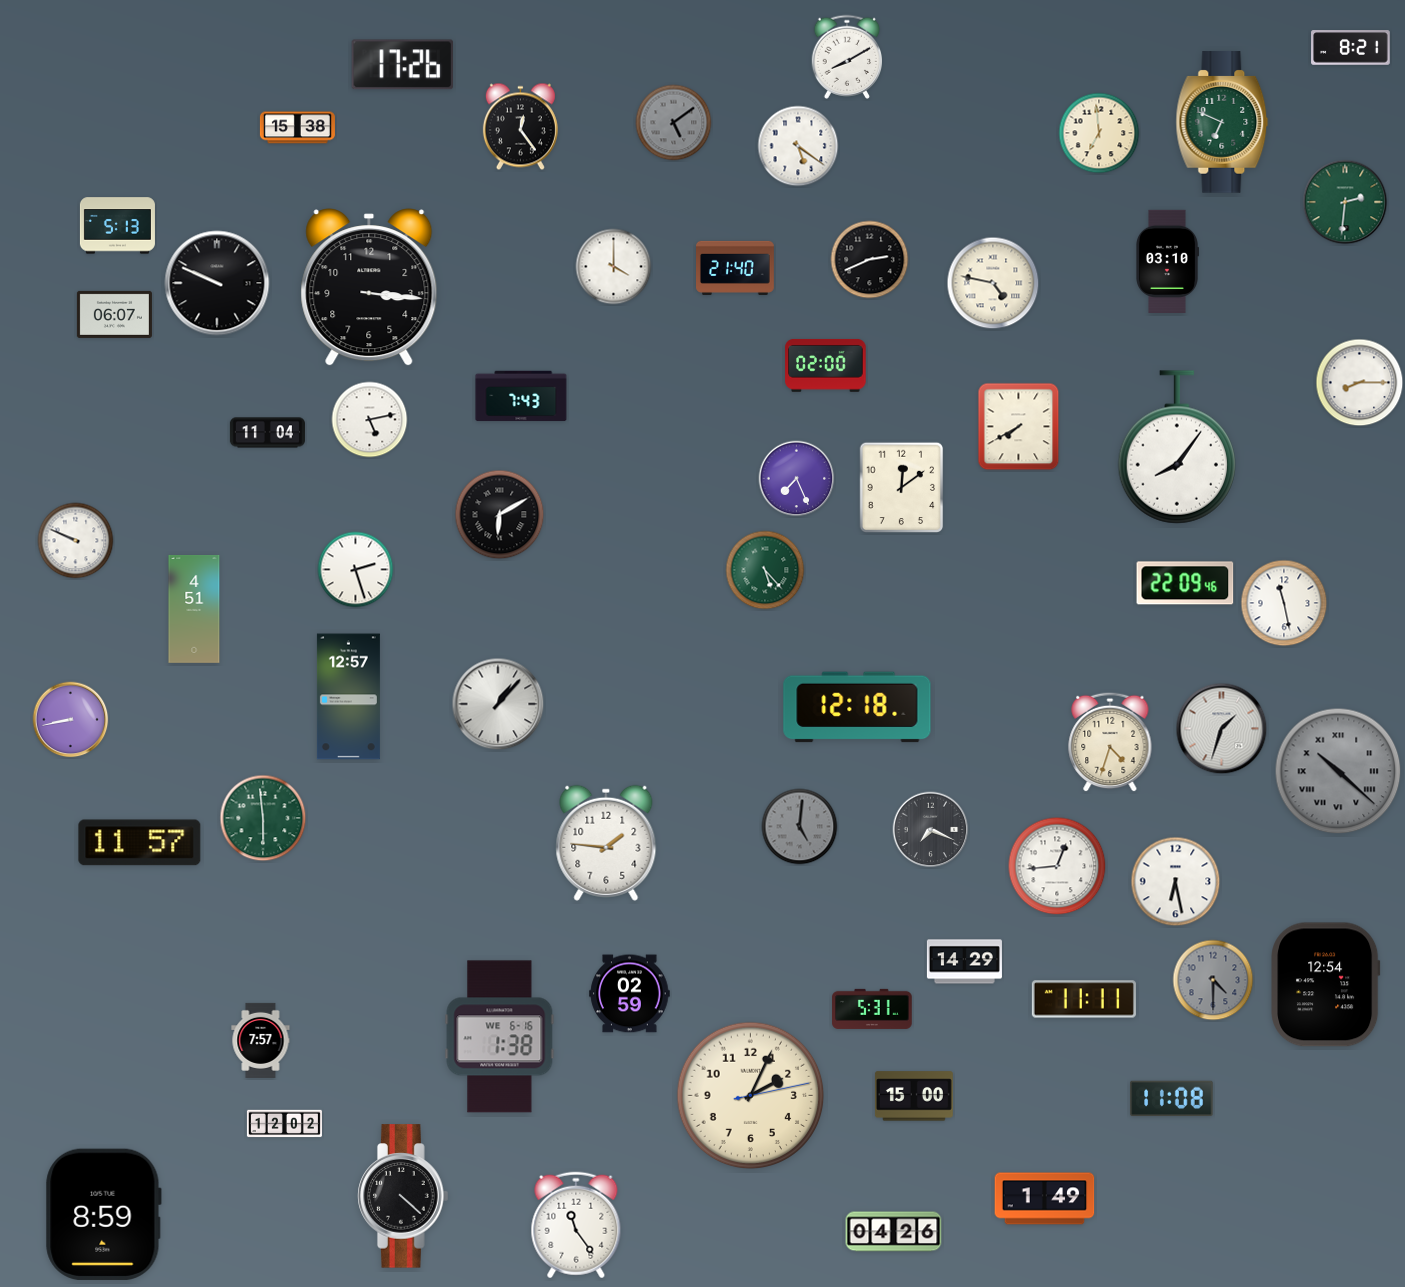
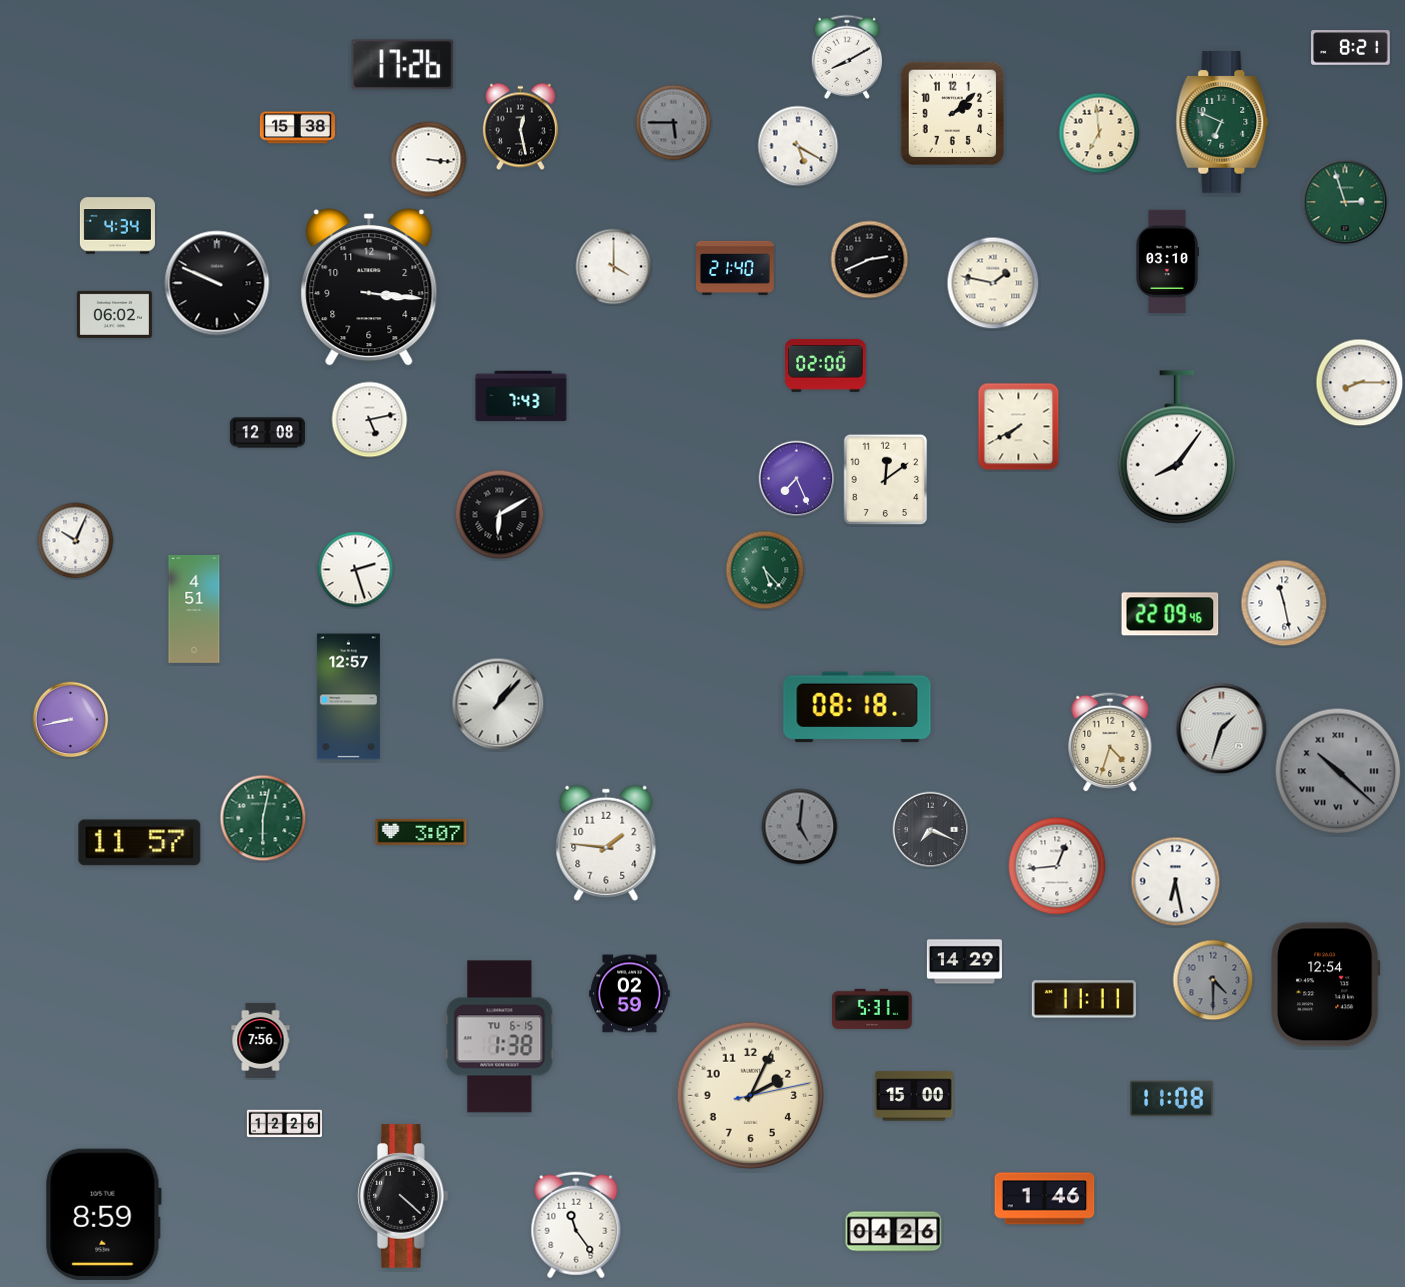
clock at (953, 114): none -> 2:08
clock at (674, 123): 5:09 -> 5:45
clock at (520, 127): 12:24 -> 12:28
clock at (798, 146): 5:21 -> 5:20
clock at (429, 160): none -> 3:16
clock at (1345, 202): 2:31 -> 2:57
clock at (117, 226): 5:13 -> 4:34
clock at (993, 283): 4:47 -> 1:47
clock at (114, 314): 06:07 -> 06:02
clock at (267, 433): 11:04 -> 12:08
clock at (902, 488) position: (902, 488) -> (886, 480)
clock at (76, 541): 9:49 -> 10:04
clock at (1185, 583) position: (1185, 583) -> (1170, 614)
clock at (857, 707): 12:18 -> 08:18
clock at (263, 818): 5:59 -> 6:02
clock at (421, 832): none -> 3:07
clock at (500, 1037) date: WE 6-16 -> TU 6-15
clock at (261, 1040): 7:57 -> 7:56
clock at (284, 1124): 12:02 -> 12:26
clock at (1045, 1199): 1:49 -> 1:46
